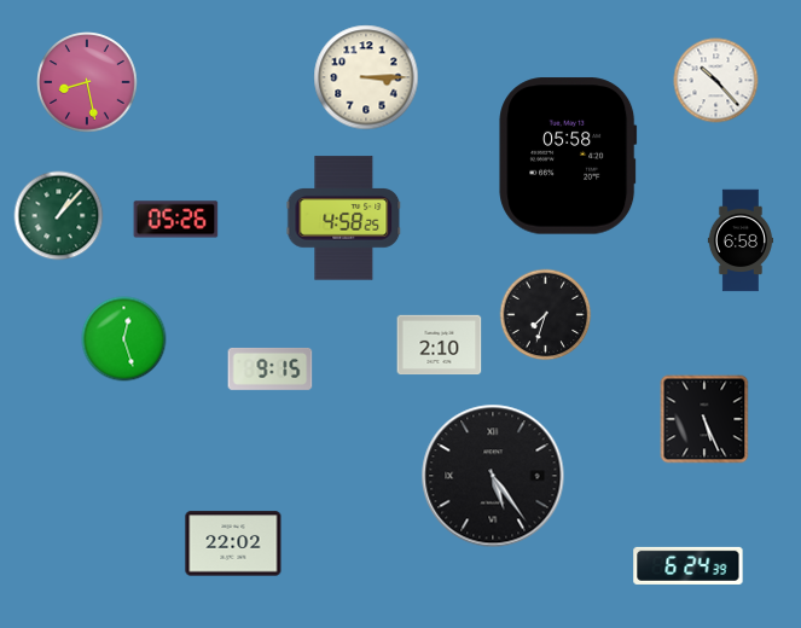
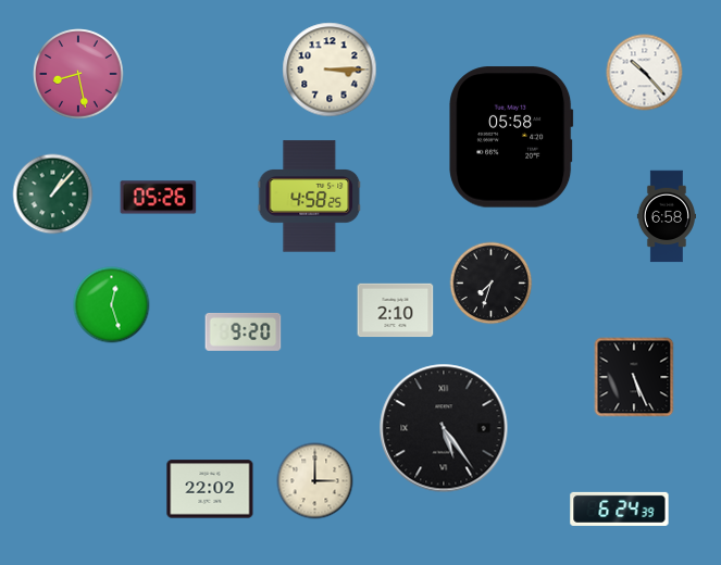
clock at (568, 156) position: (568, 156) -> (511, 137)
clock at (271, 368): 9:15 -> 9:20
clock at (315, 481): none -> 3:00
